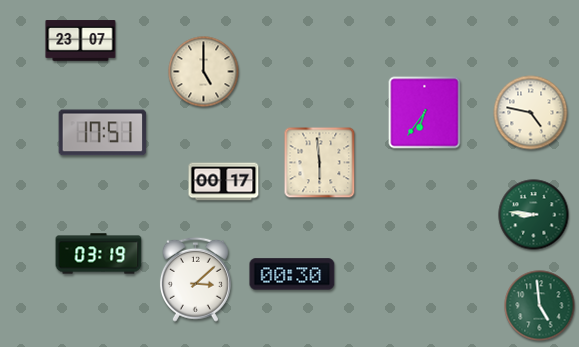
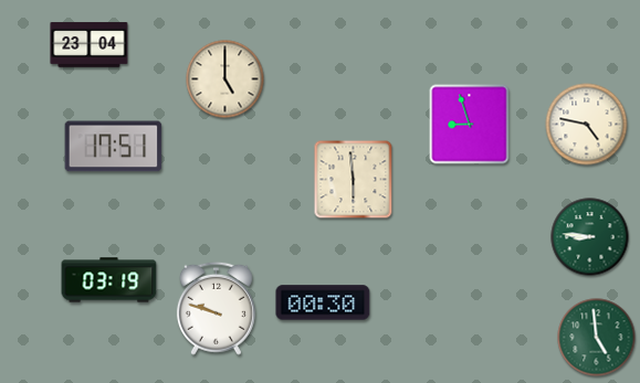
clock at (81, 41): 23:07 -> 23:04
clock at (425, 113): 6:36 -> 8:57
clock at (224, 182): 00:17 -> none
clock at (195, 279): 3:08 -> 9:48
